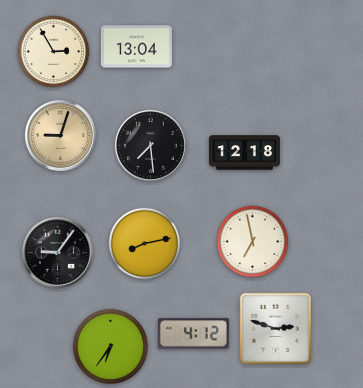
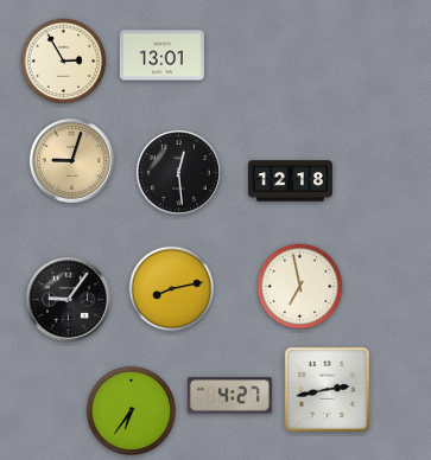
clock at (136, 47): 13:04 -> 13:01
clock at (150, 145): 7:29 -> 12:29
clock at (275, 328): 2:48 -> 2:43
clock at (193, 334): 4:12 -> 4:27
